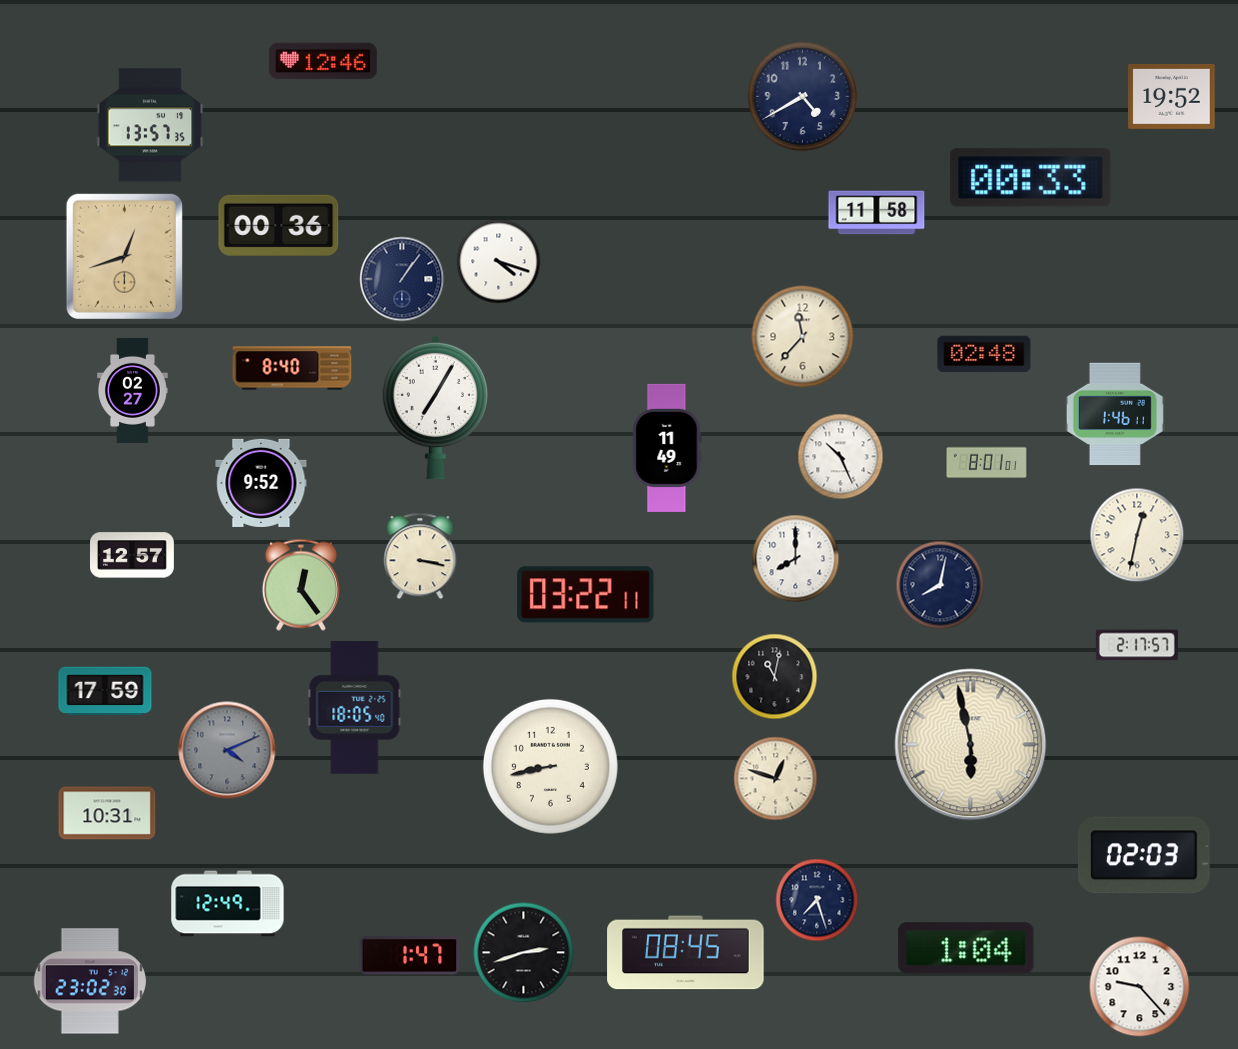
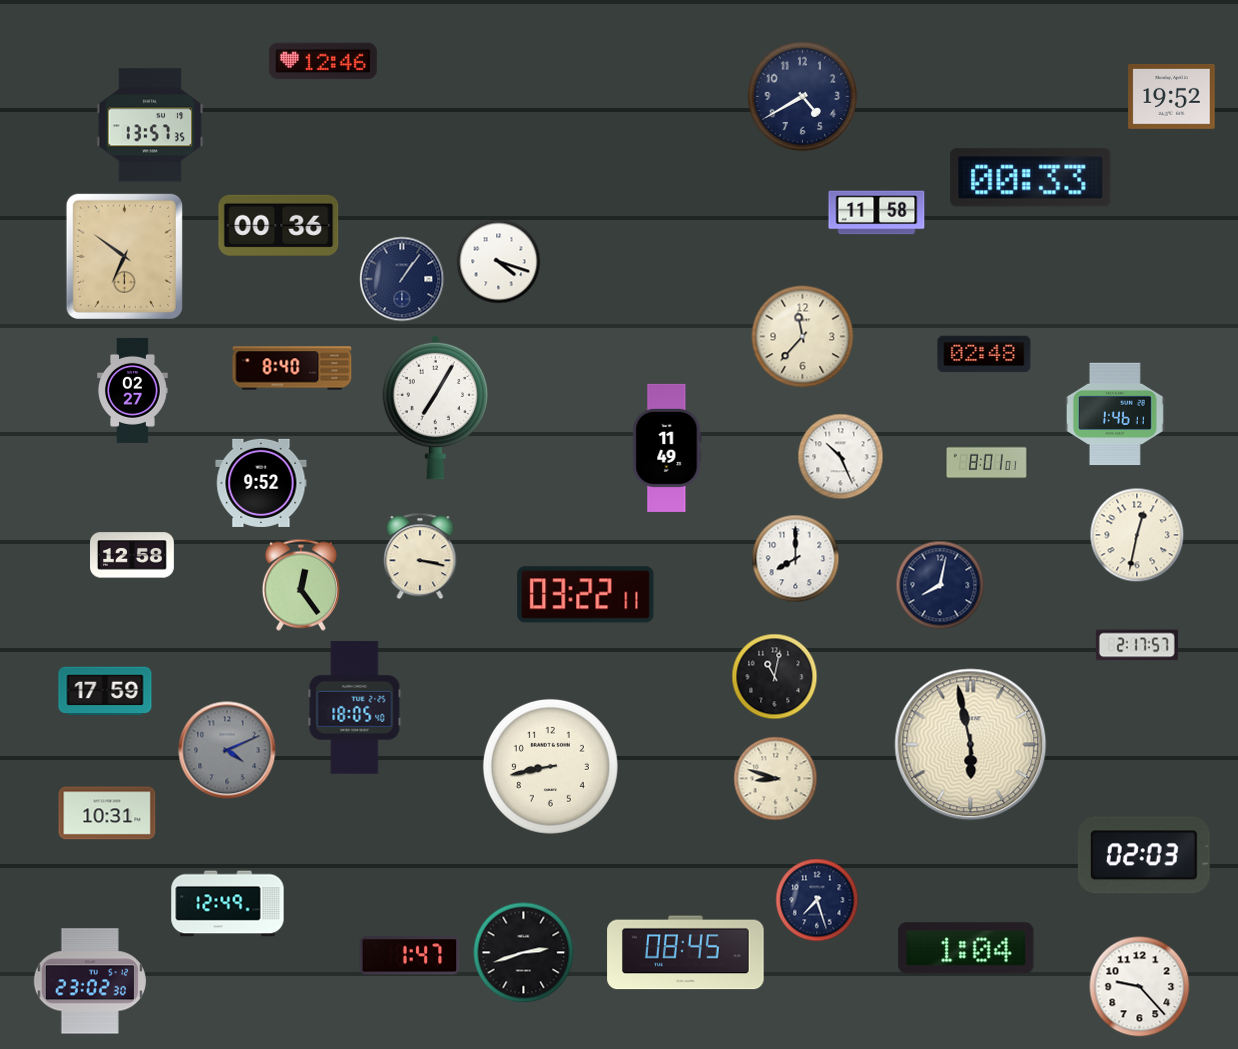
clock at (124, 256): 12:42 -> 6:51
clock at (133, 555): 12:57 -> 12:58
clock at (776, 779): 12:48 -> 8:48
